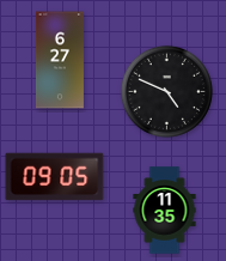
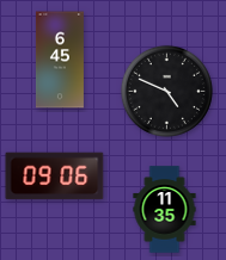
clock at (60, 60): 6:27 -> 6:45
clock at (55, 177): 09:05 -> 09:06
